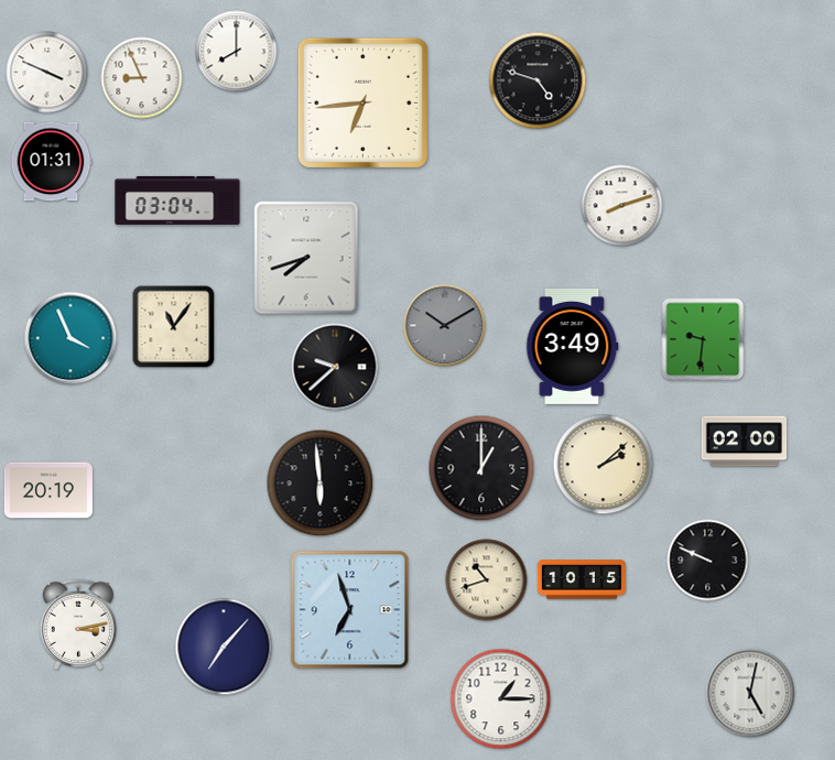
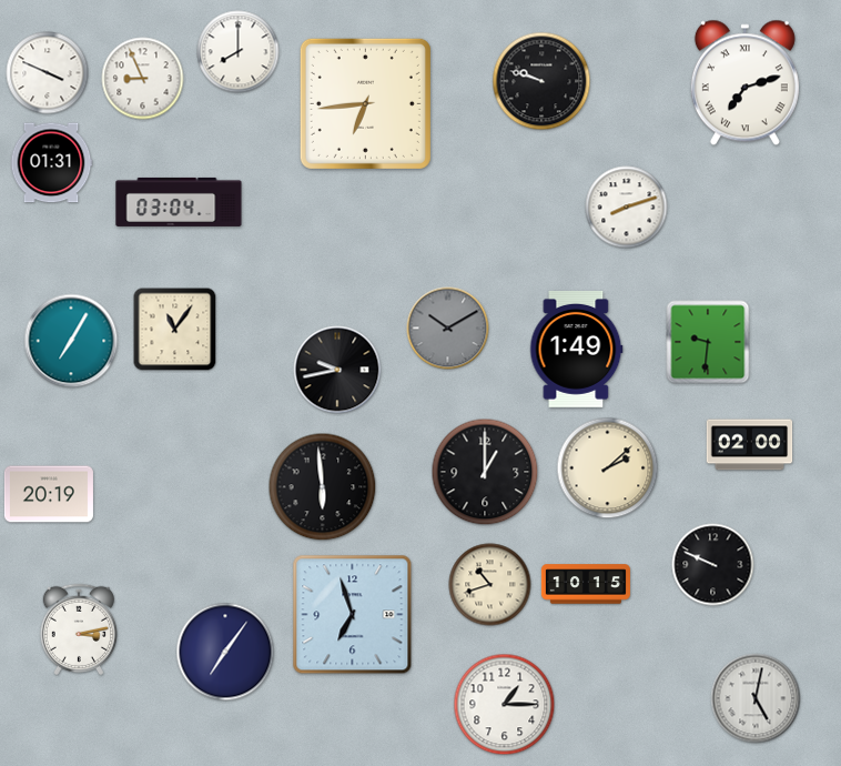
clock at (538, 80): 4:48 -> 9:48
clock at (744, 83): none -> 7:12
clock at (306, 258): 7:42 -> none
clock at (71, 338): 3:56 -> 7:05
clock at (573, 346): 3:49 -> 1:49
clock at (335, 367): 9:38 -> 9:43
clock at (224, 647): 7:07 -> 7:06
